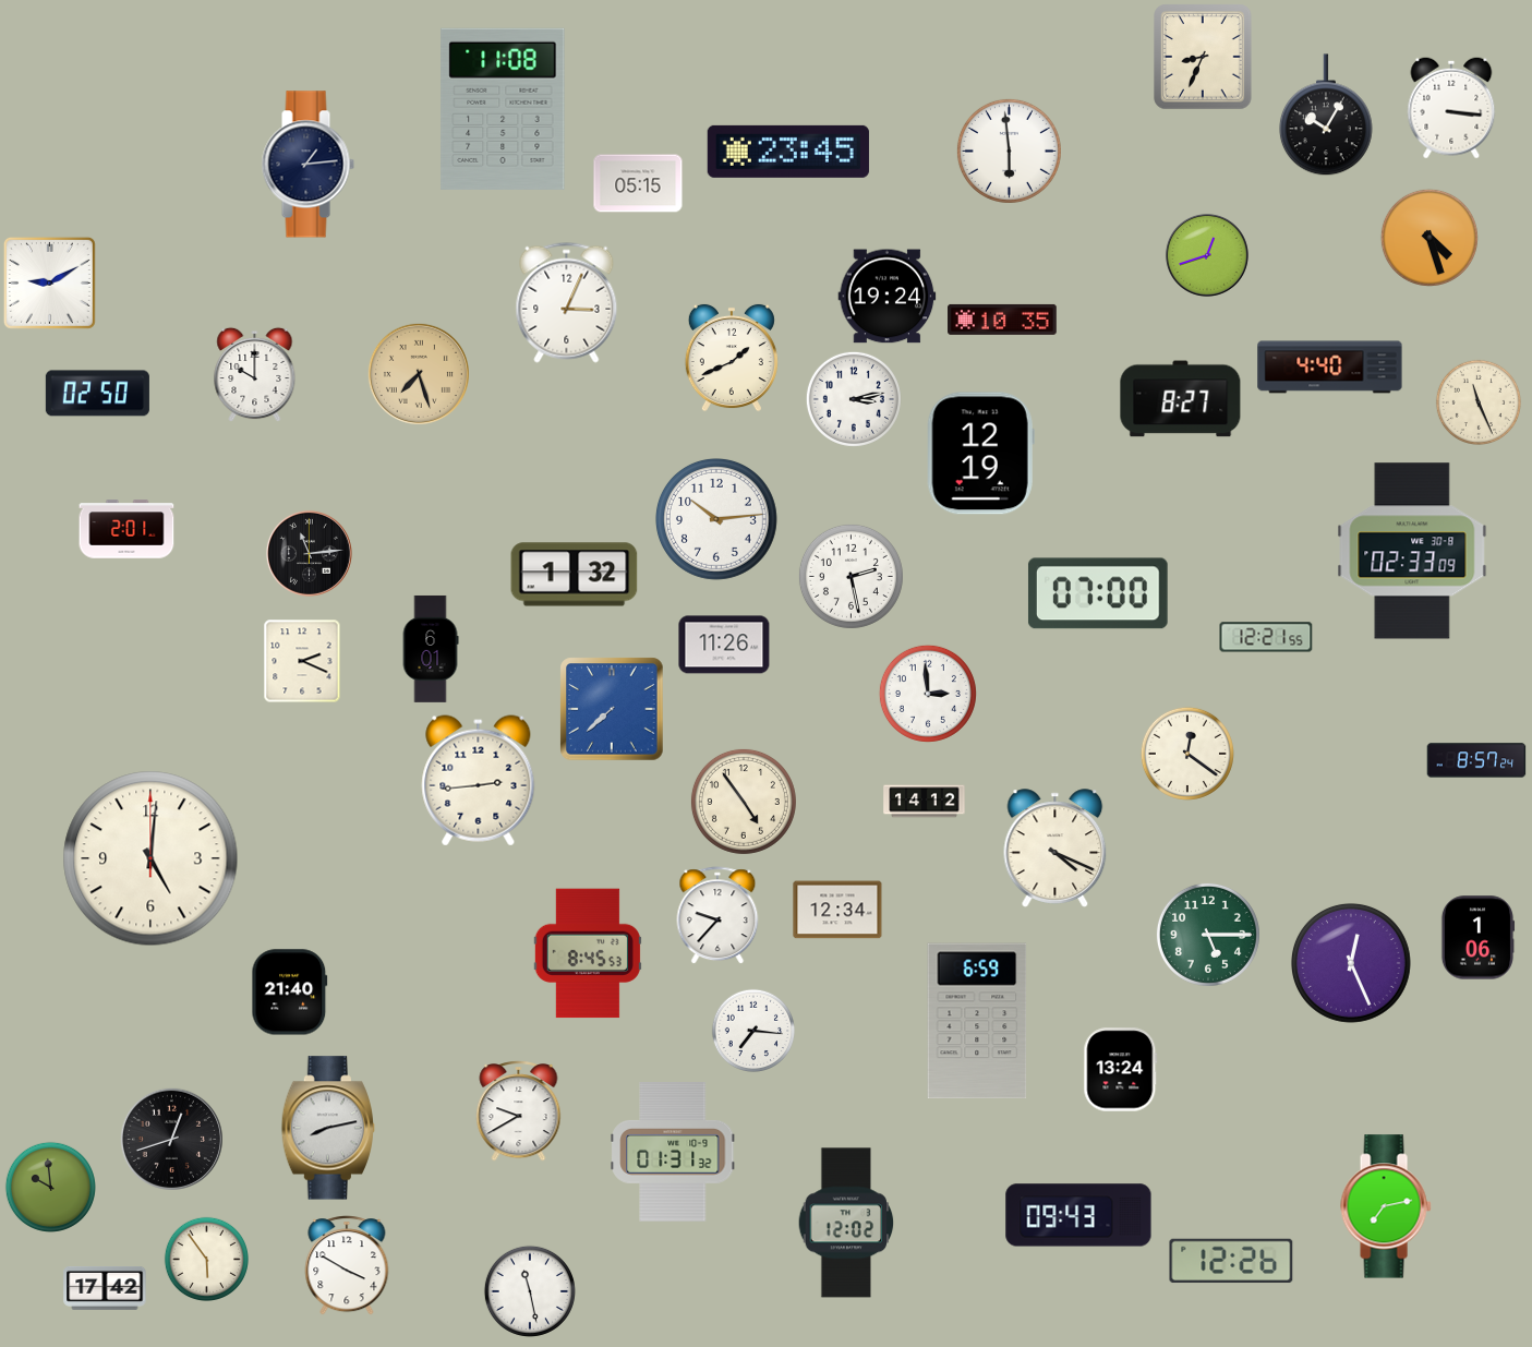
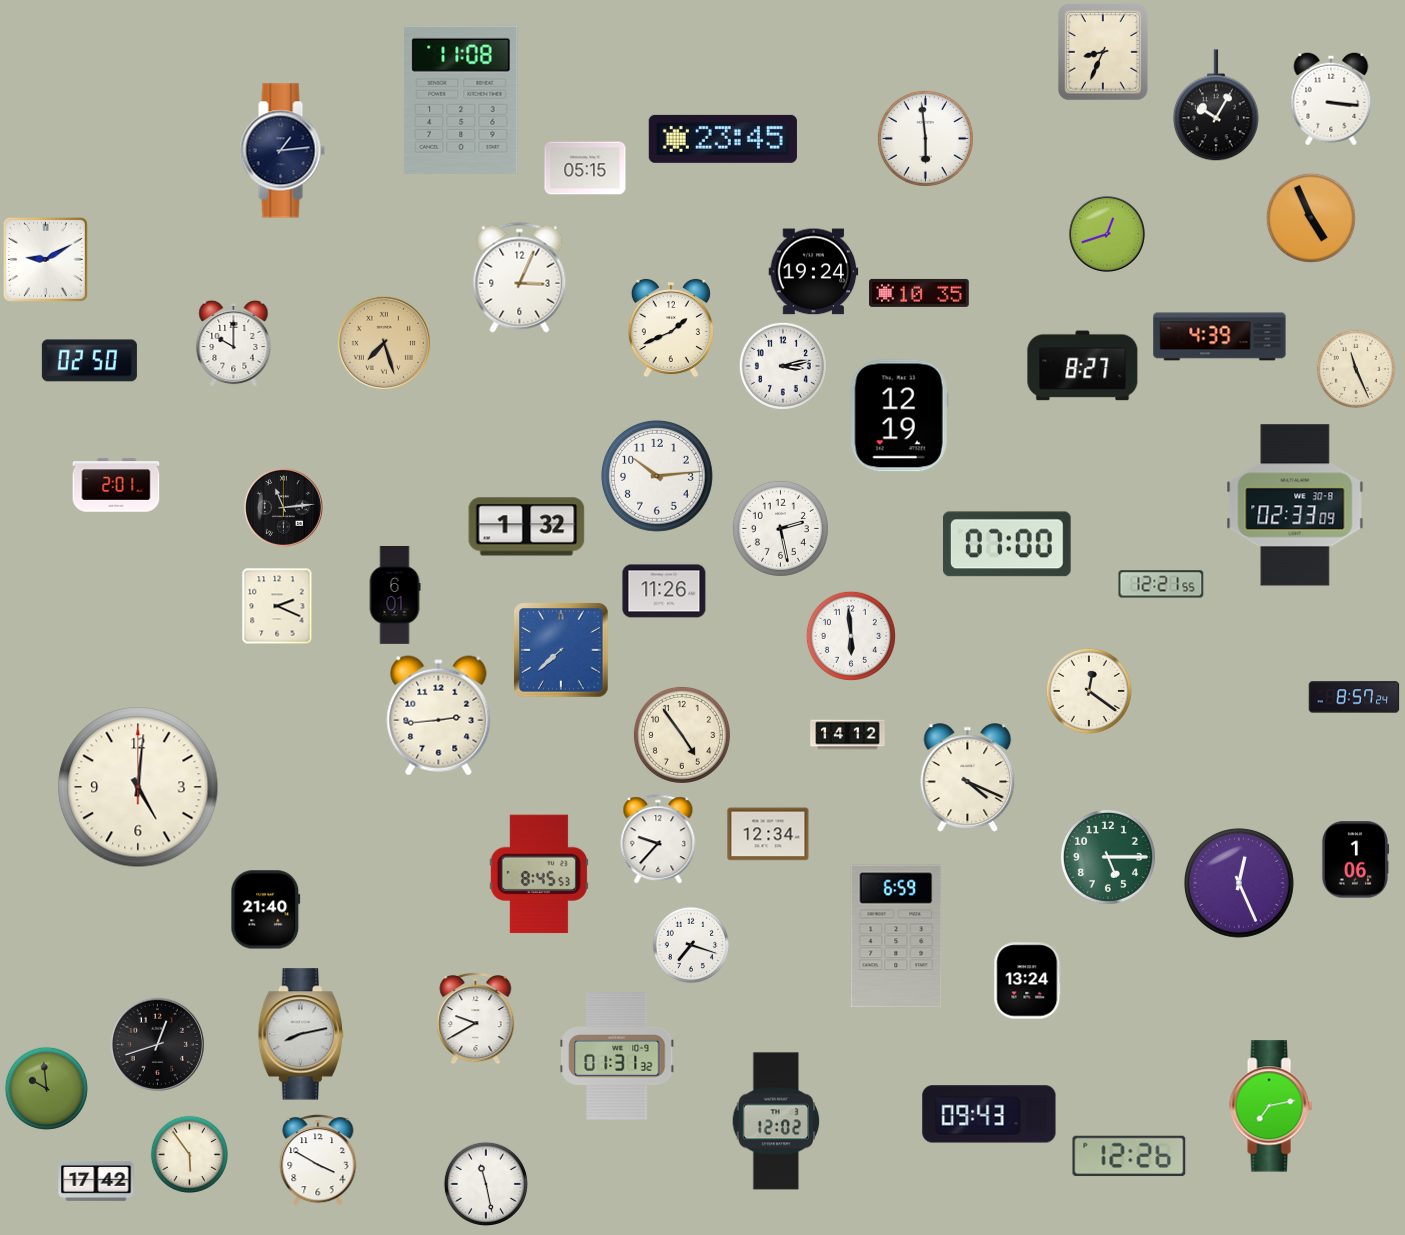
clock at (1430, 238): 4:27 -> 4:56
clock at (1330, 368): 4:40 -> 4:39
clock at (928, 694): 2:59 -> 5:59
clock at (753, 1031): 7:16 -> 7:18
